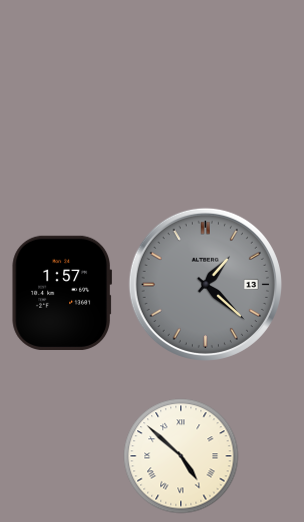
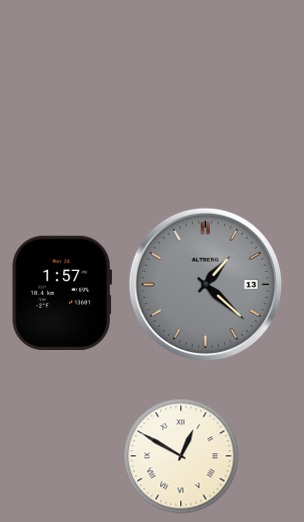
clock at (181, 456): 4:52 -> 12:50
